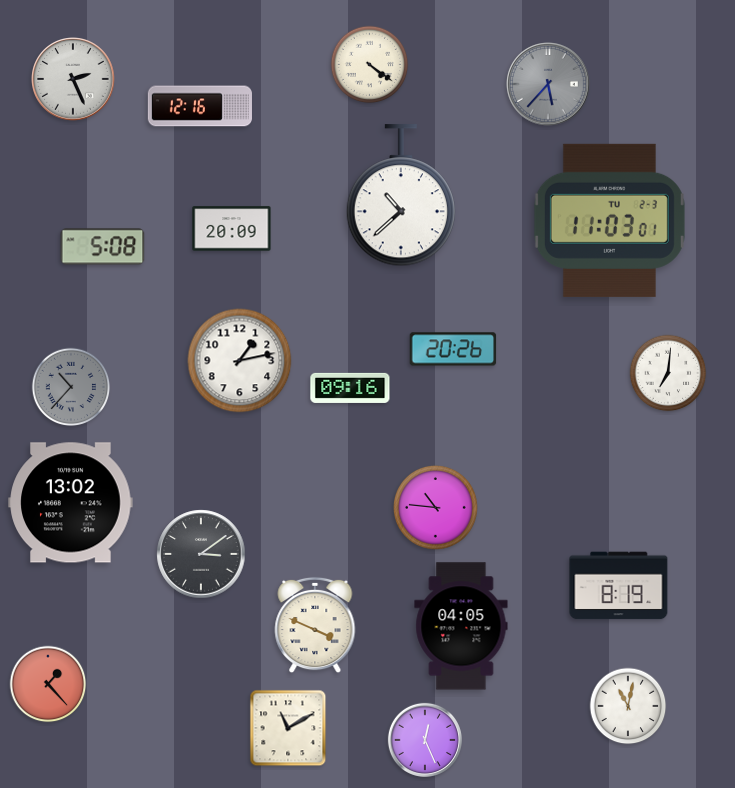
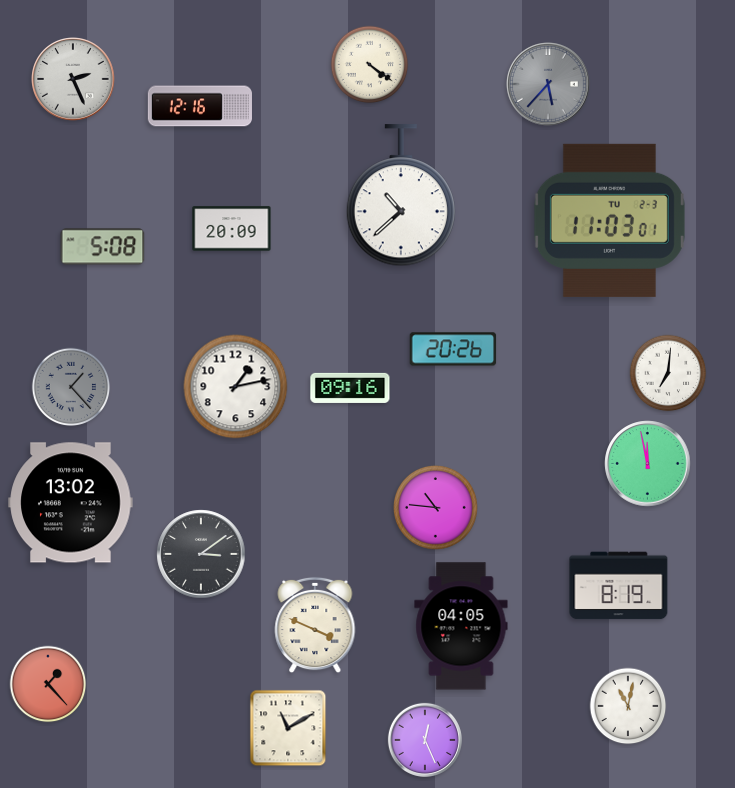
clock at (240, 361) position: (240, 361) -> (236, 387)
clock at (71, 387): 10:37 -> 1:23
clock at (648, 464): none -> 11:58
